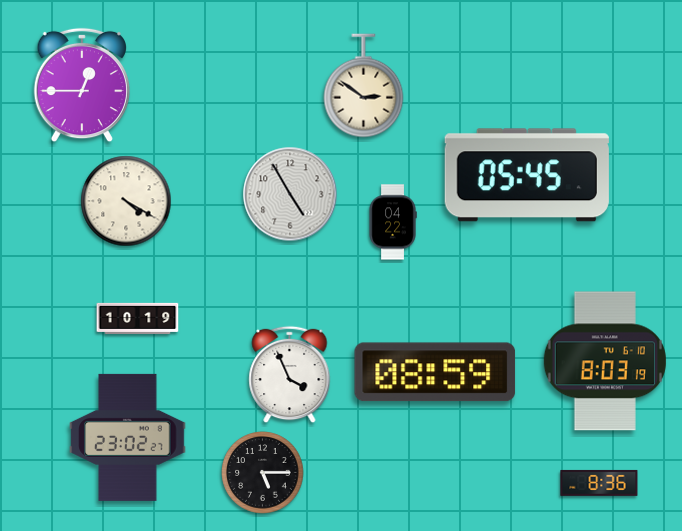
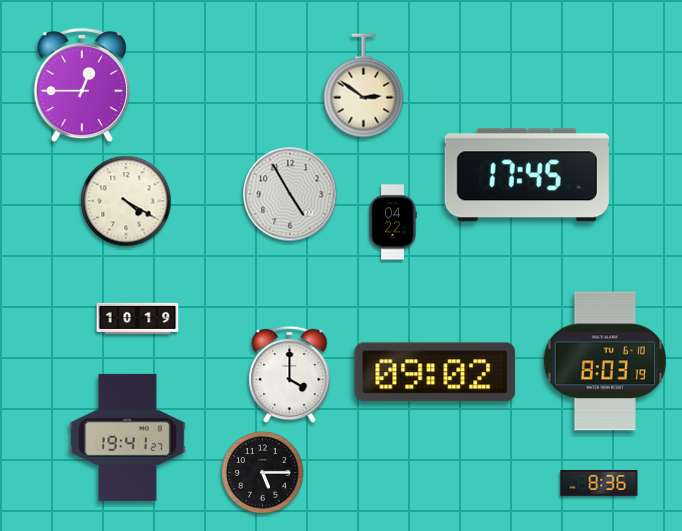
clock at (527, 175): 05:45 -> 17:45
clock at (435, 372): 08:59 -> 09:02
clock at (290, 375): 3:56 -> 4:00
clock at (128, 437): 23:02 -> 19:41
